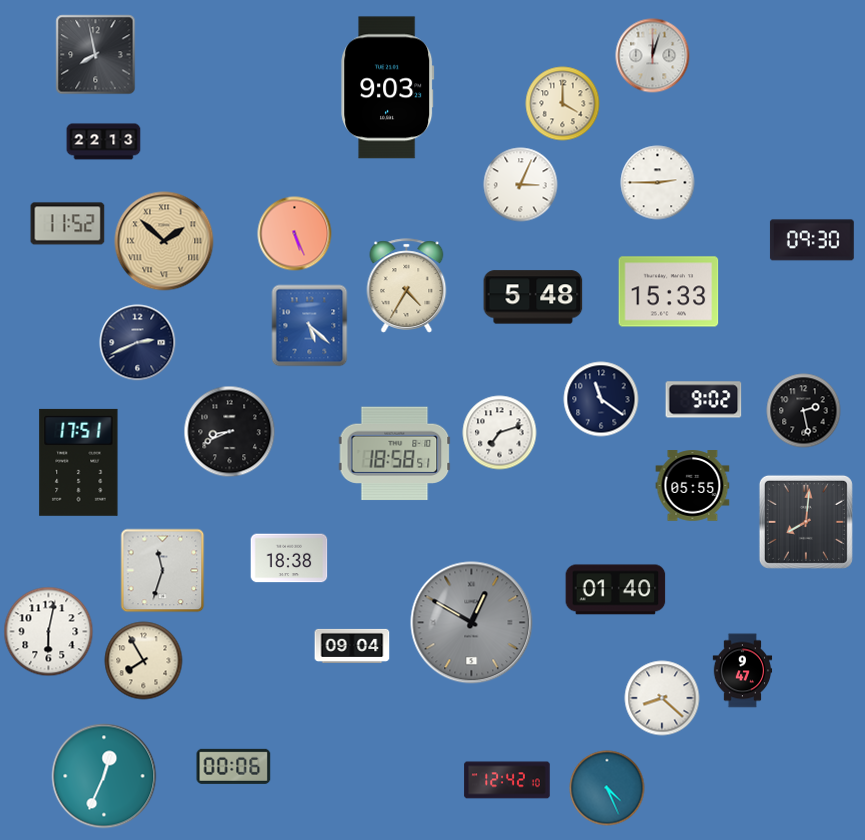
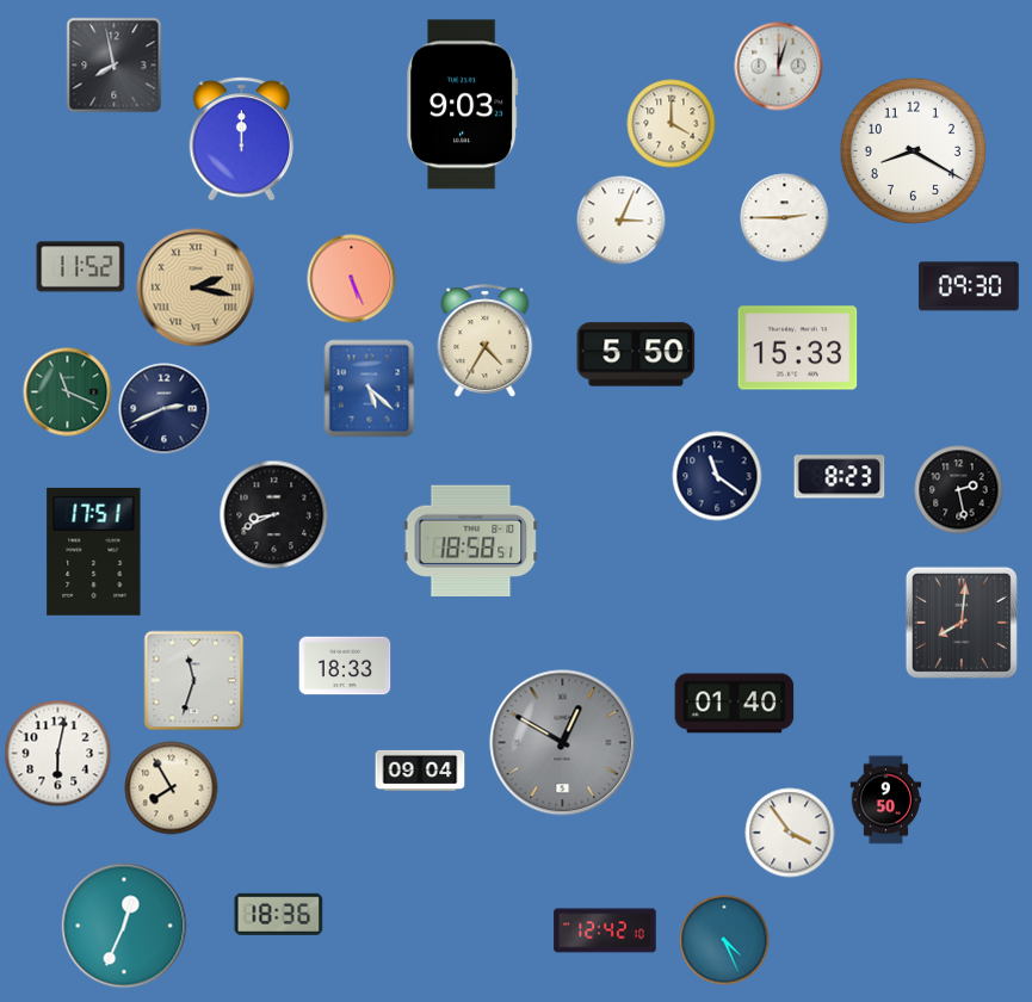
clock at (241, 140): none -> 12:00
clock at (913, 150): none -> 8:20
clock at (104, 142): 22:13 -> none
clock at (164, 241): 1:52 -> 2:17
clock at (533, 297): 5:48 -> 5:50
clock at (68, 392): none -> 11:19
clock at (704, 400): 9:02 -> 8:23
clock at (500, 433): 7:12 -> none
clock at (693, 486): 05:55 -> none
clock at (289, 558): 18:38 -> 18:33
clock at (743, 671): 9:47 -> 9:50
clock at (662, 698): 8:22 -> 3:54
clock at (234, 766): 00:06 -> 18:36
